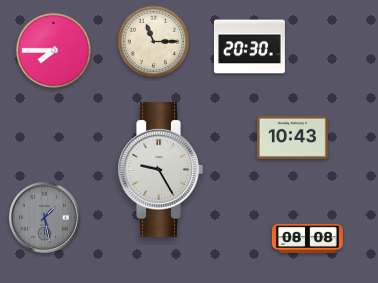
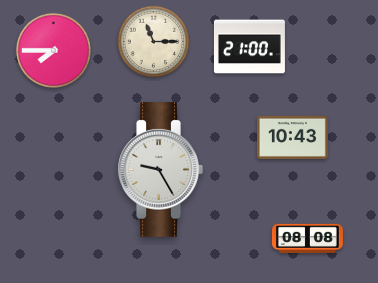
clock at (249, 47): 20:30 -> 21:00
clock at (44, 217): 1:28 -> none
